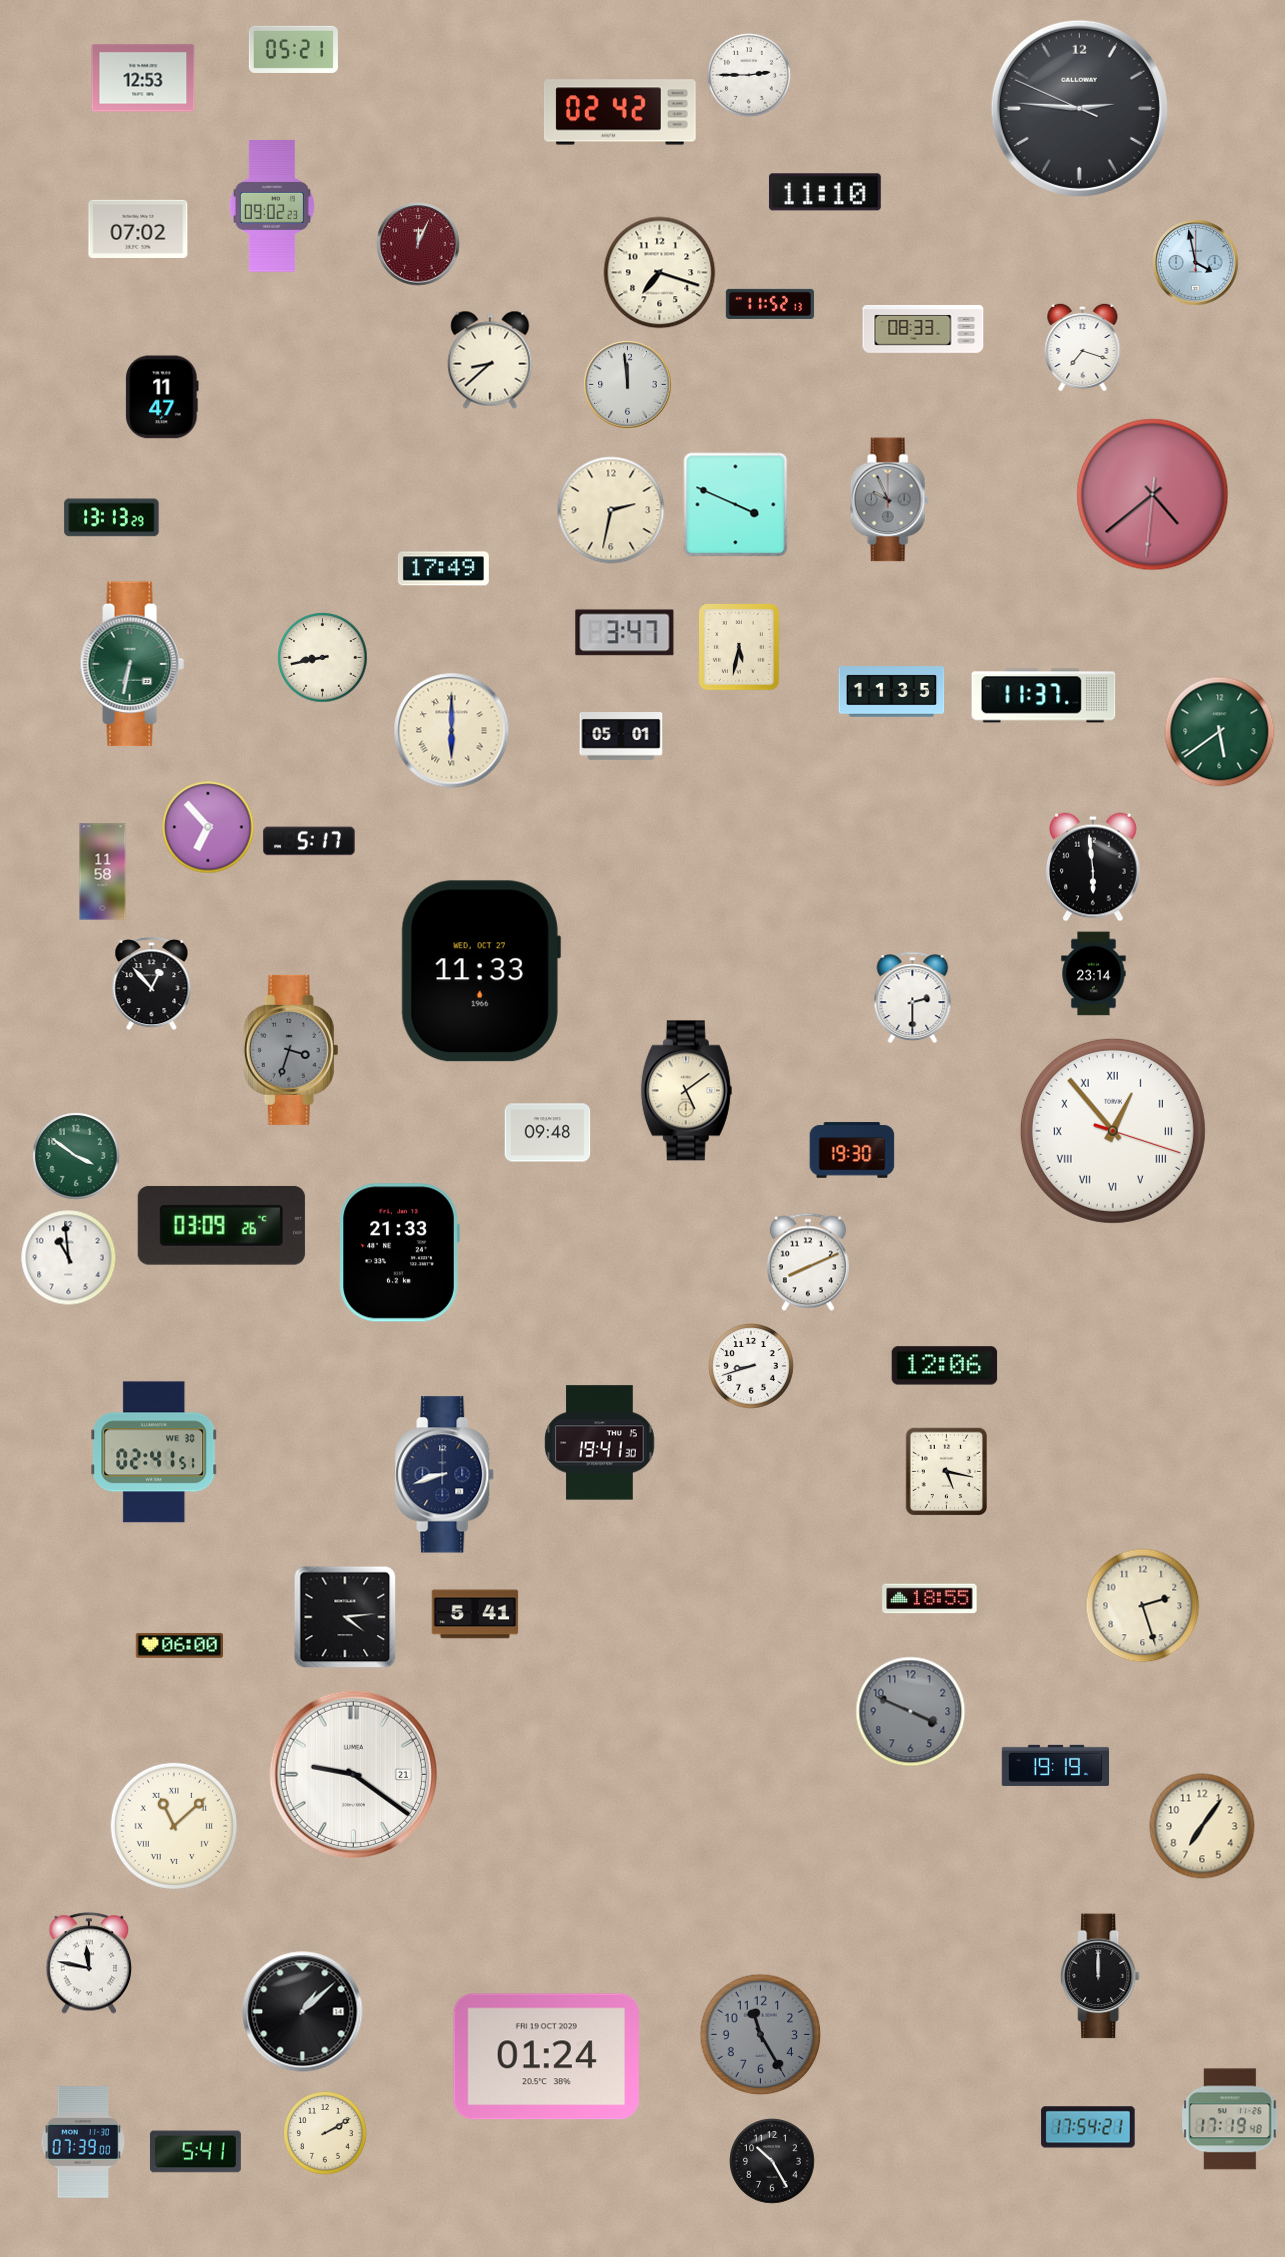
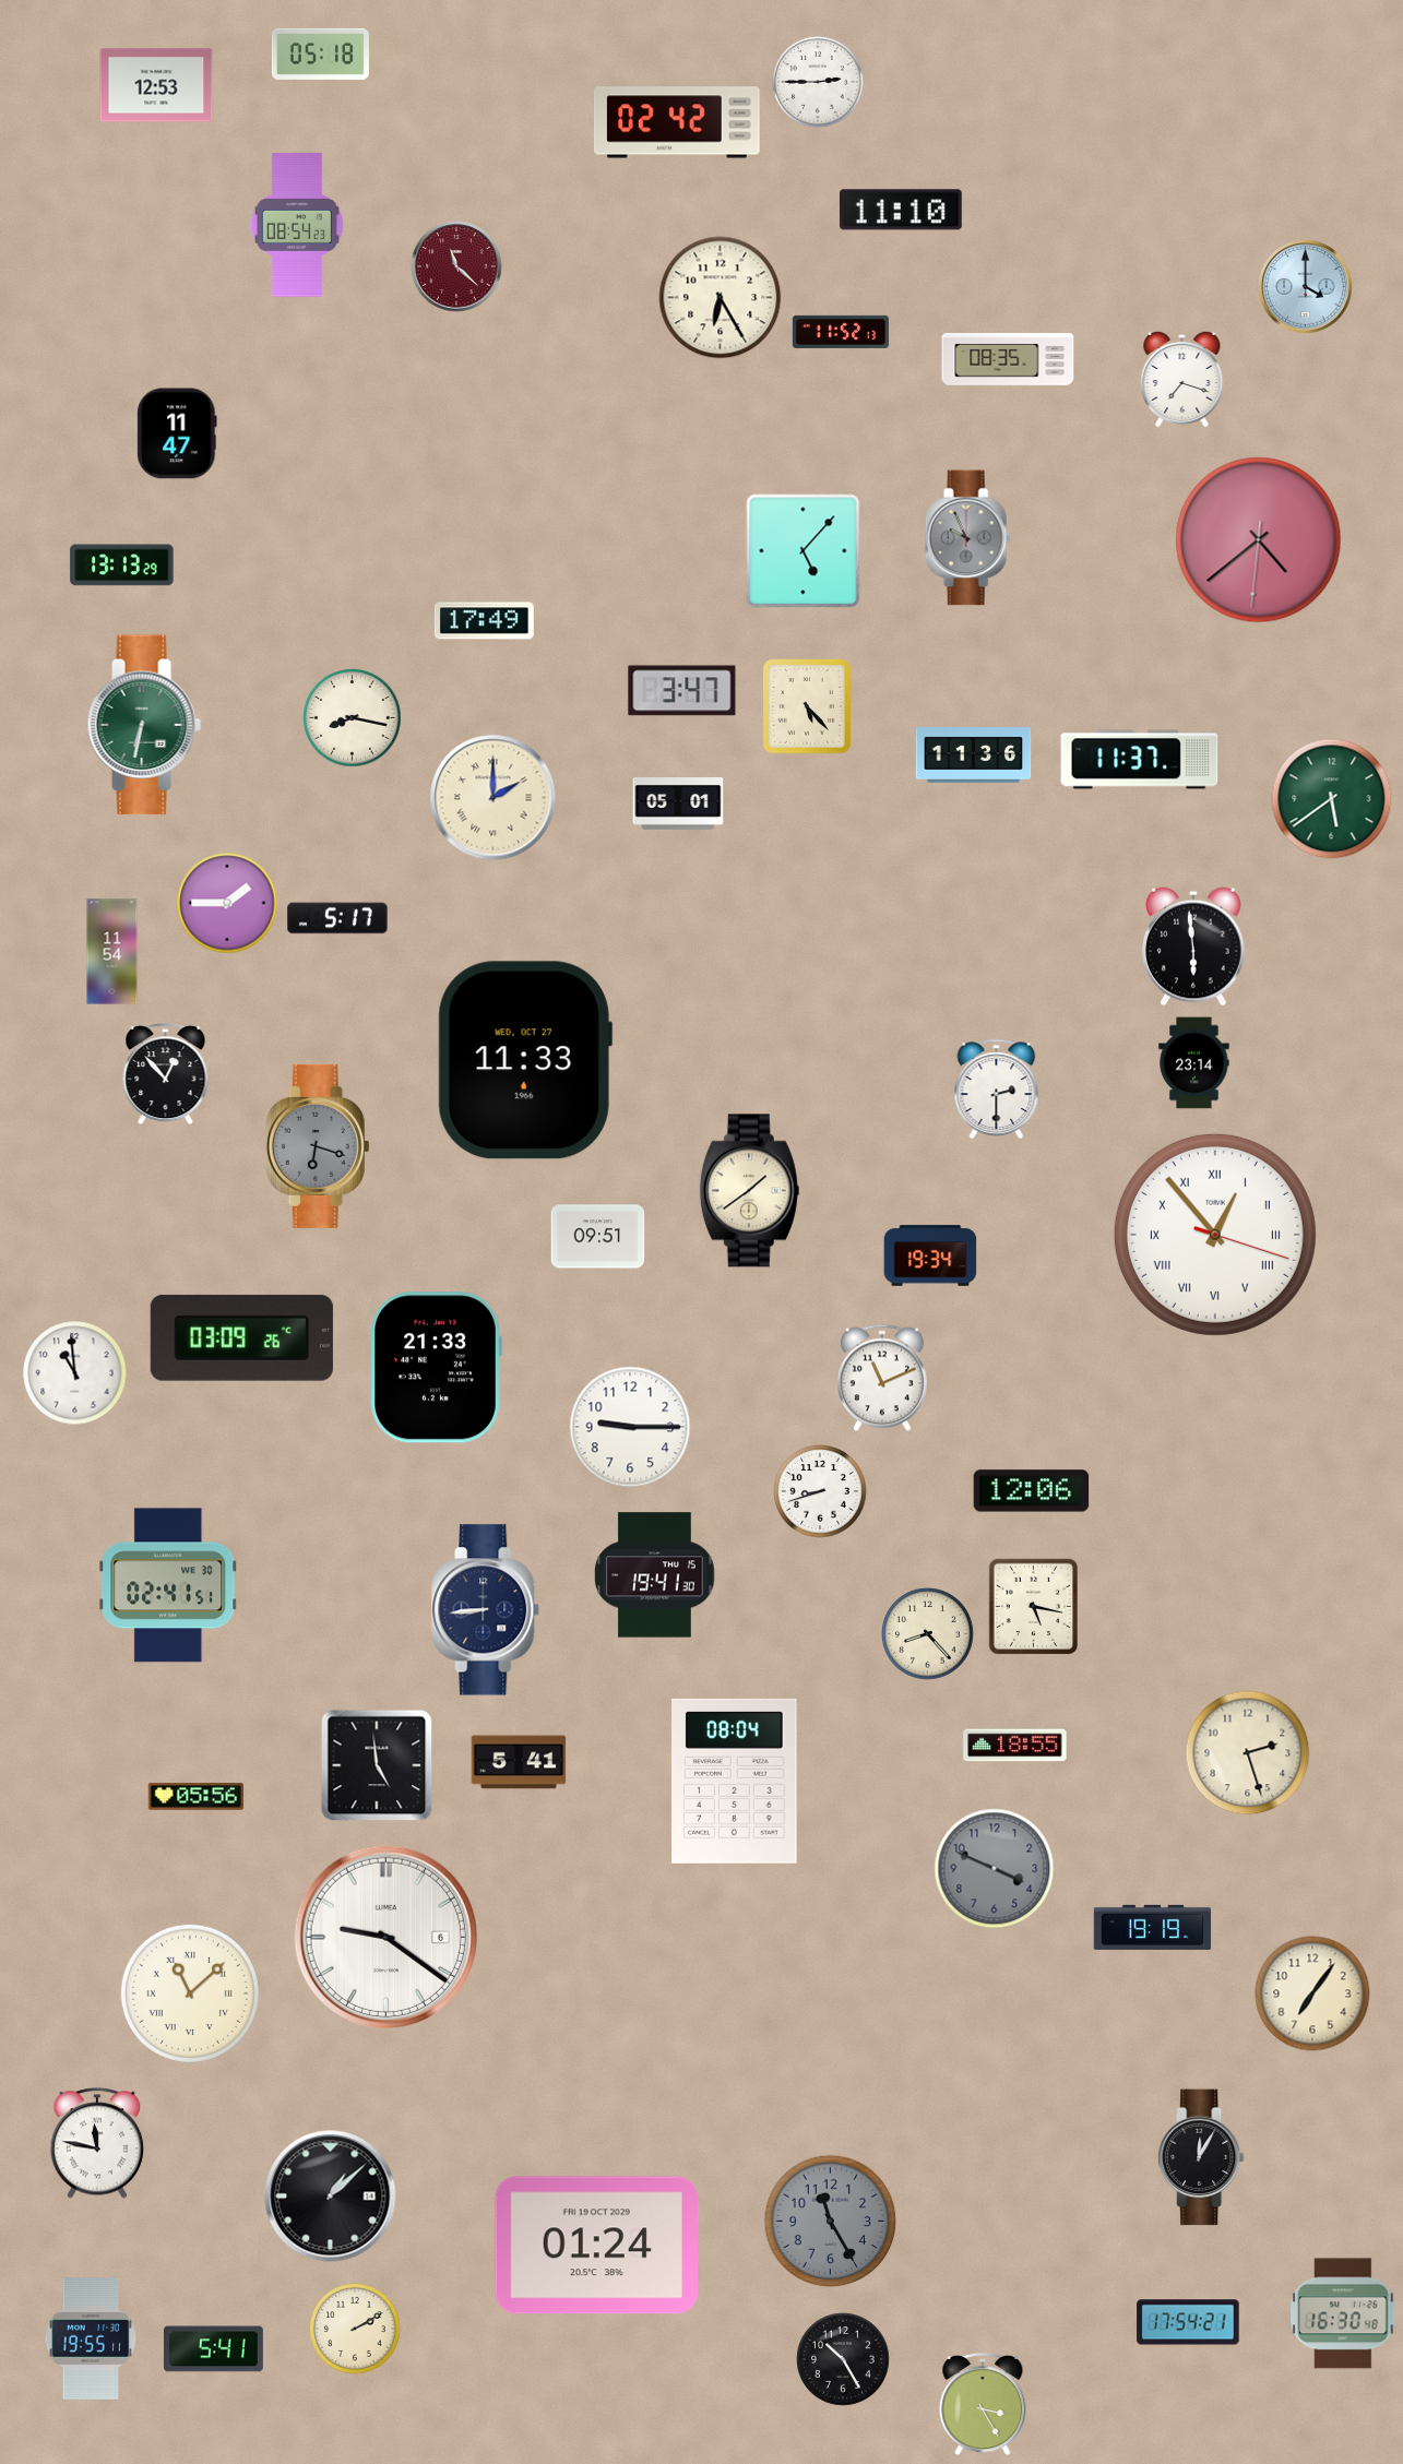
clock at (293, 49): 05:21 -> 05:18
clock at (1079, 108): 2:45 -> none
clock at (272, 207): 09:02 -> 08:54
clock at (138, 229): 07:02 -> none
clock at (418, 244): 12:04 -> 11:22
clock at (1196, 263): 3:58 -> 4:00
clock at (660, 273): 7:18 -> 6:25
clock at (923, 329): 08:33 -> 08:35
clock at (490, 360): 8:38 -> none
clock at (628, 385): 11:59 -> none
clock at (889, 500) position: (889, 500) -> (967, 538)
clock at (736, 505): 3:49 -> 5:07
clock at (611, 510): 2:32 -> none
clock at (740, 648): 5:32 -> 5:23
clock at (323, 658): 8:43 -> 8:17
clock at (892, 692): 11:35 -> 11:36
clock at (452, 731): 6:00 -> 2:00
clock at (208, 827): 6:53 -> 1:45
clock at (103, 872): 11:58 -> 11:54
clock at (291, 1050): 3:33 -> 6:18
clock at (686, 1091): 5:09 -> 1:39
clock at (548, 1133): 09:48 -> 09:51
clock at (852, 1150): 19:30 -> 19:34
clock at (76, 1156): 3:51 -> none
clock at (808, 1262): 8:11 -> 11:11
clock at (630, 1427): none -> 9:15
clock at (445, 1475): 8:42 -> 8:44
clock at (928, 1634): none -> 8:23
clock at (345, 1617): 4:14 -> 4:59
clock at (735, 1781): none -> 08:04
clock at (180, 1646): 06:00 -> 05:56
clock at (353, 1774) date: 21 -> 6
clock at (1100, 1976): 12:00 -> 12:05
clock at (1230, 2119): 17:19 -> 16:30
clock at (82, 2143): 07:39 -> 19:55
clock at (983, 2404): none -> 3:25
